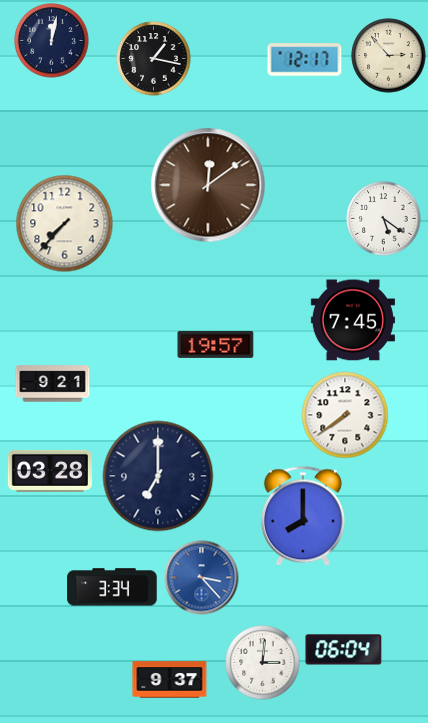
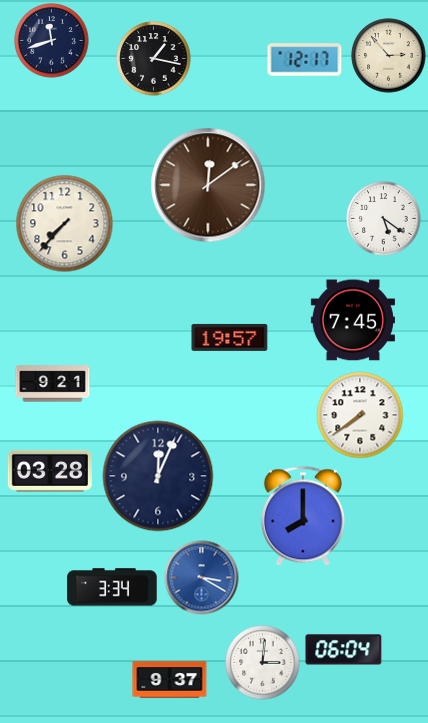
clock at (52, 41): 12:02 -> 11:42
clock at (216, 344) position: (216, 344) -> (230, 337)
clock at (345, 415) position: (345, 415) -> (360, 415)
clock at (158, 476): 7:00 -> 12:04
clock at (202, 578): 3:23 -> 3:20
